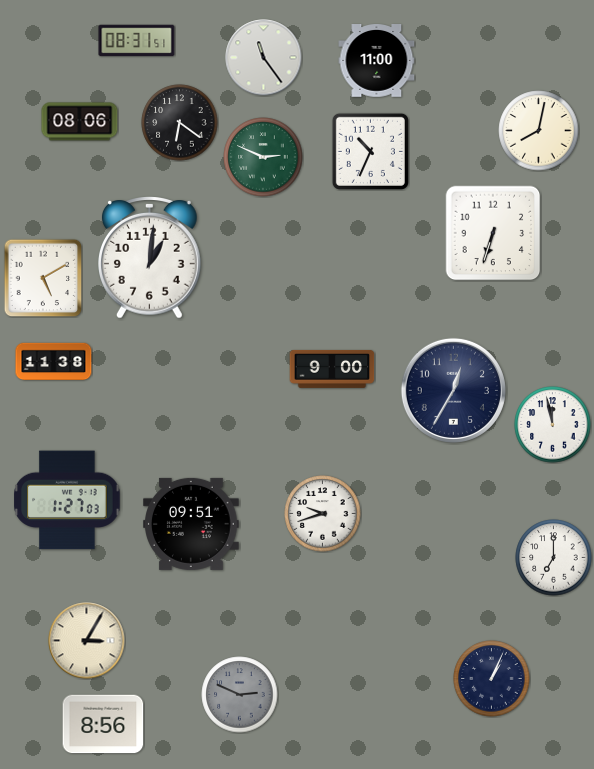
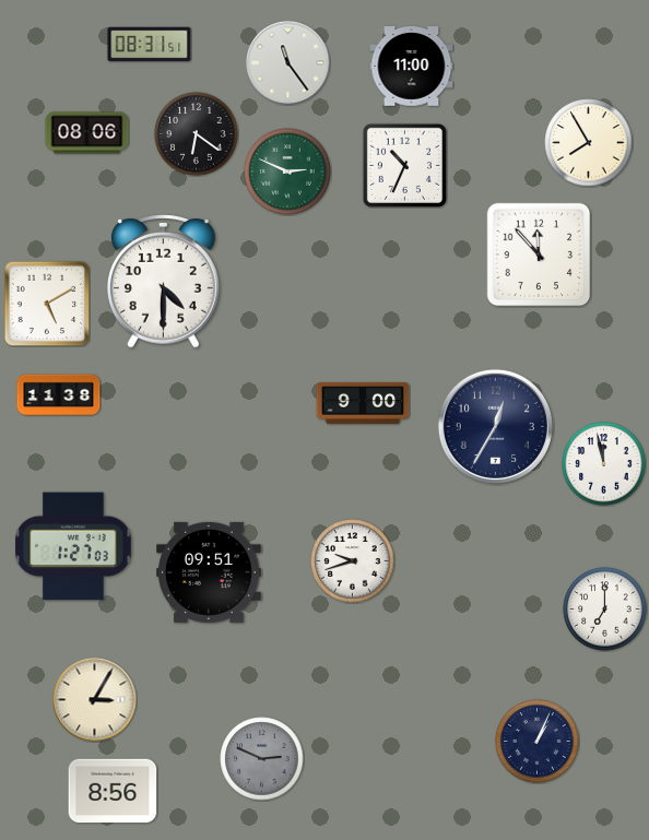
clock at (539, 131): 8:02 -> 7:55
clock at (493, 233): 6:33 -> 11:53
clock at (150, 258): 1:01 -> 4:30
